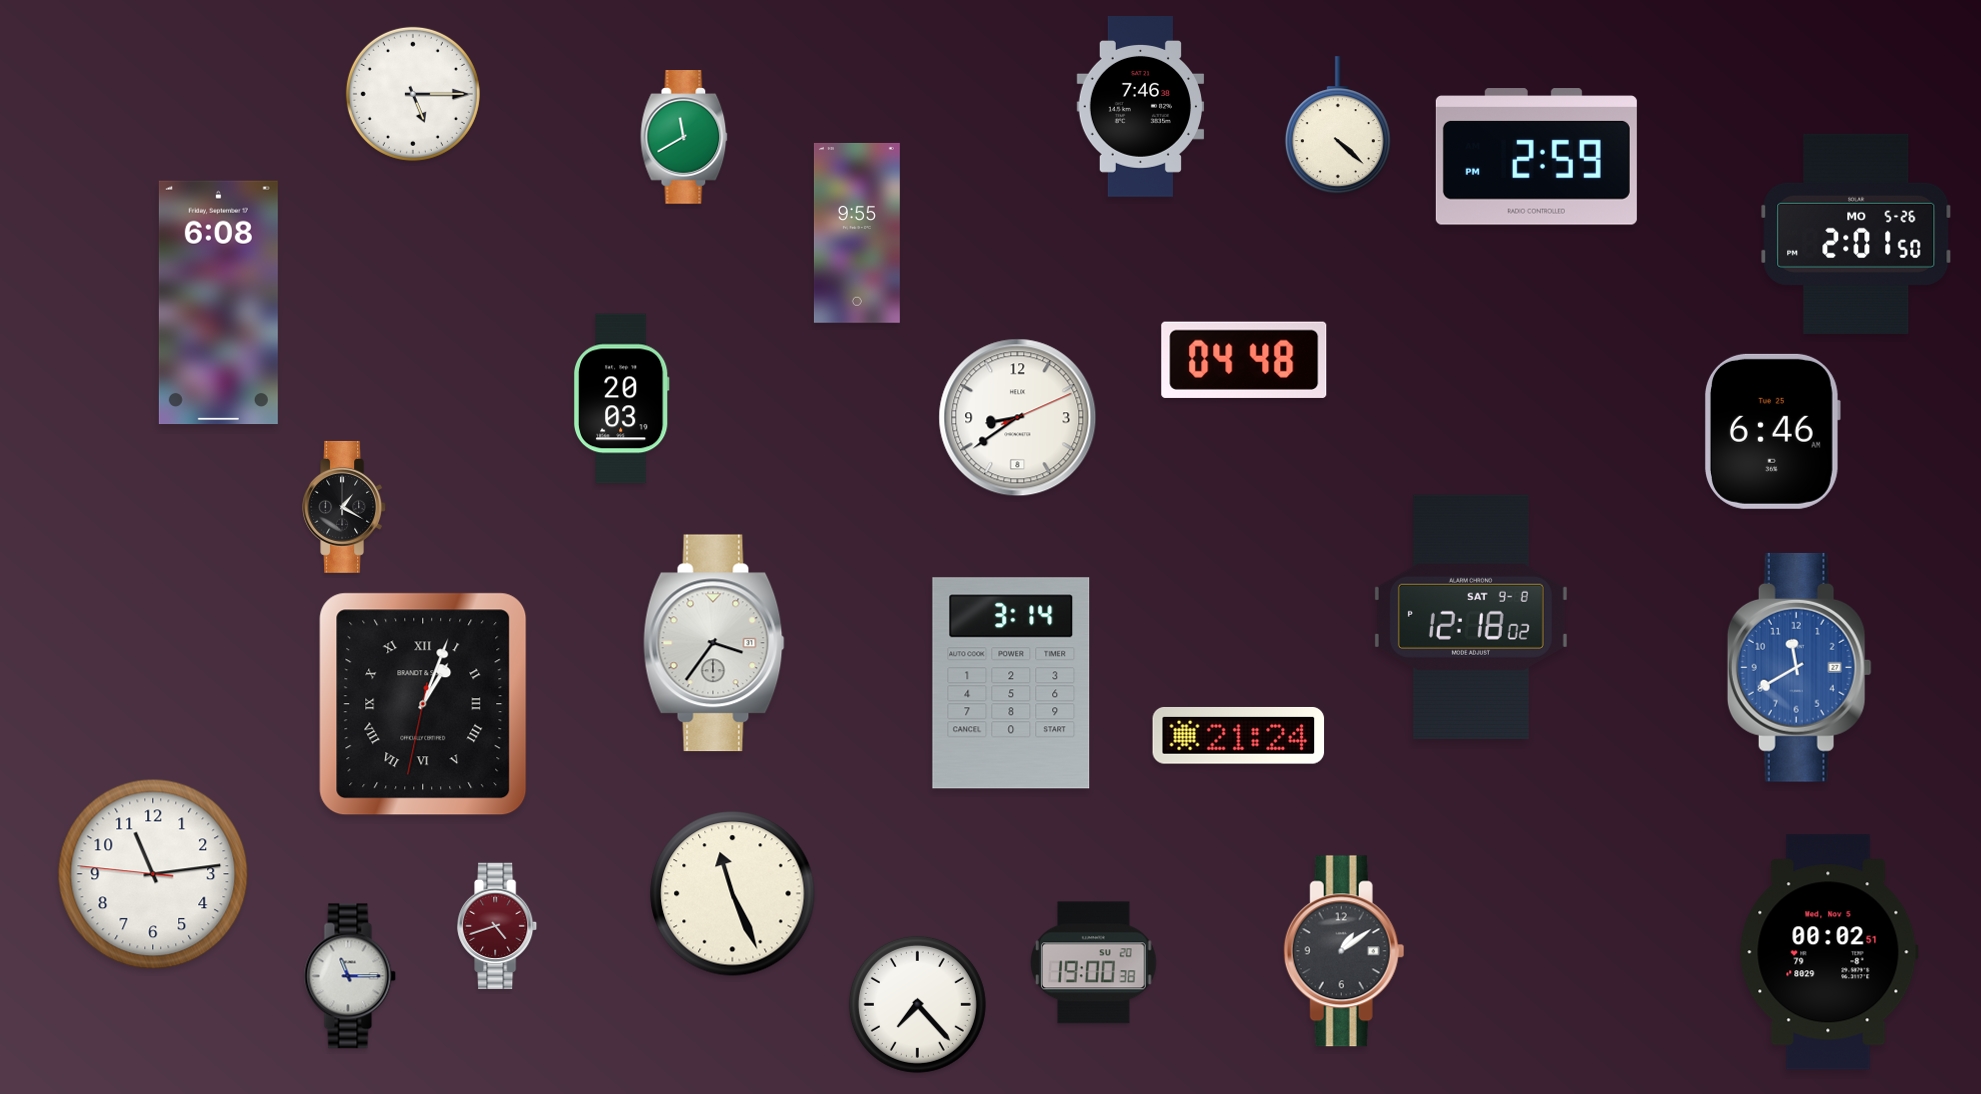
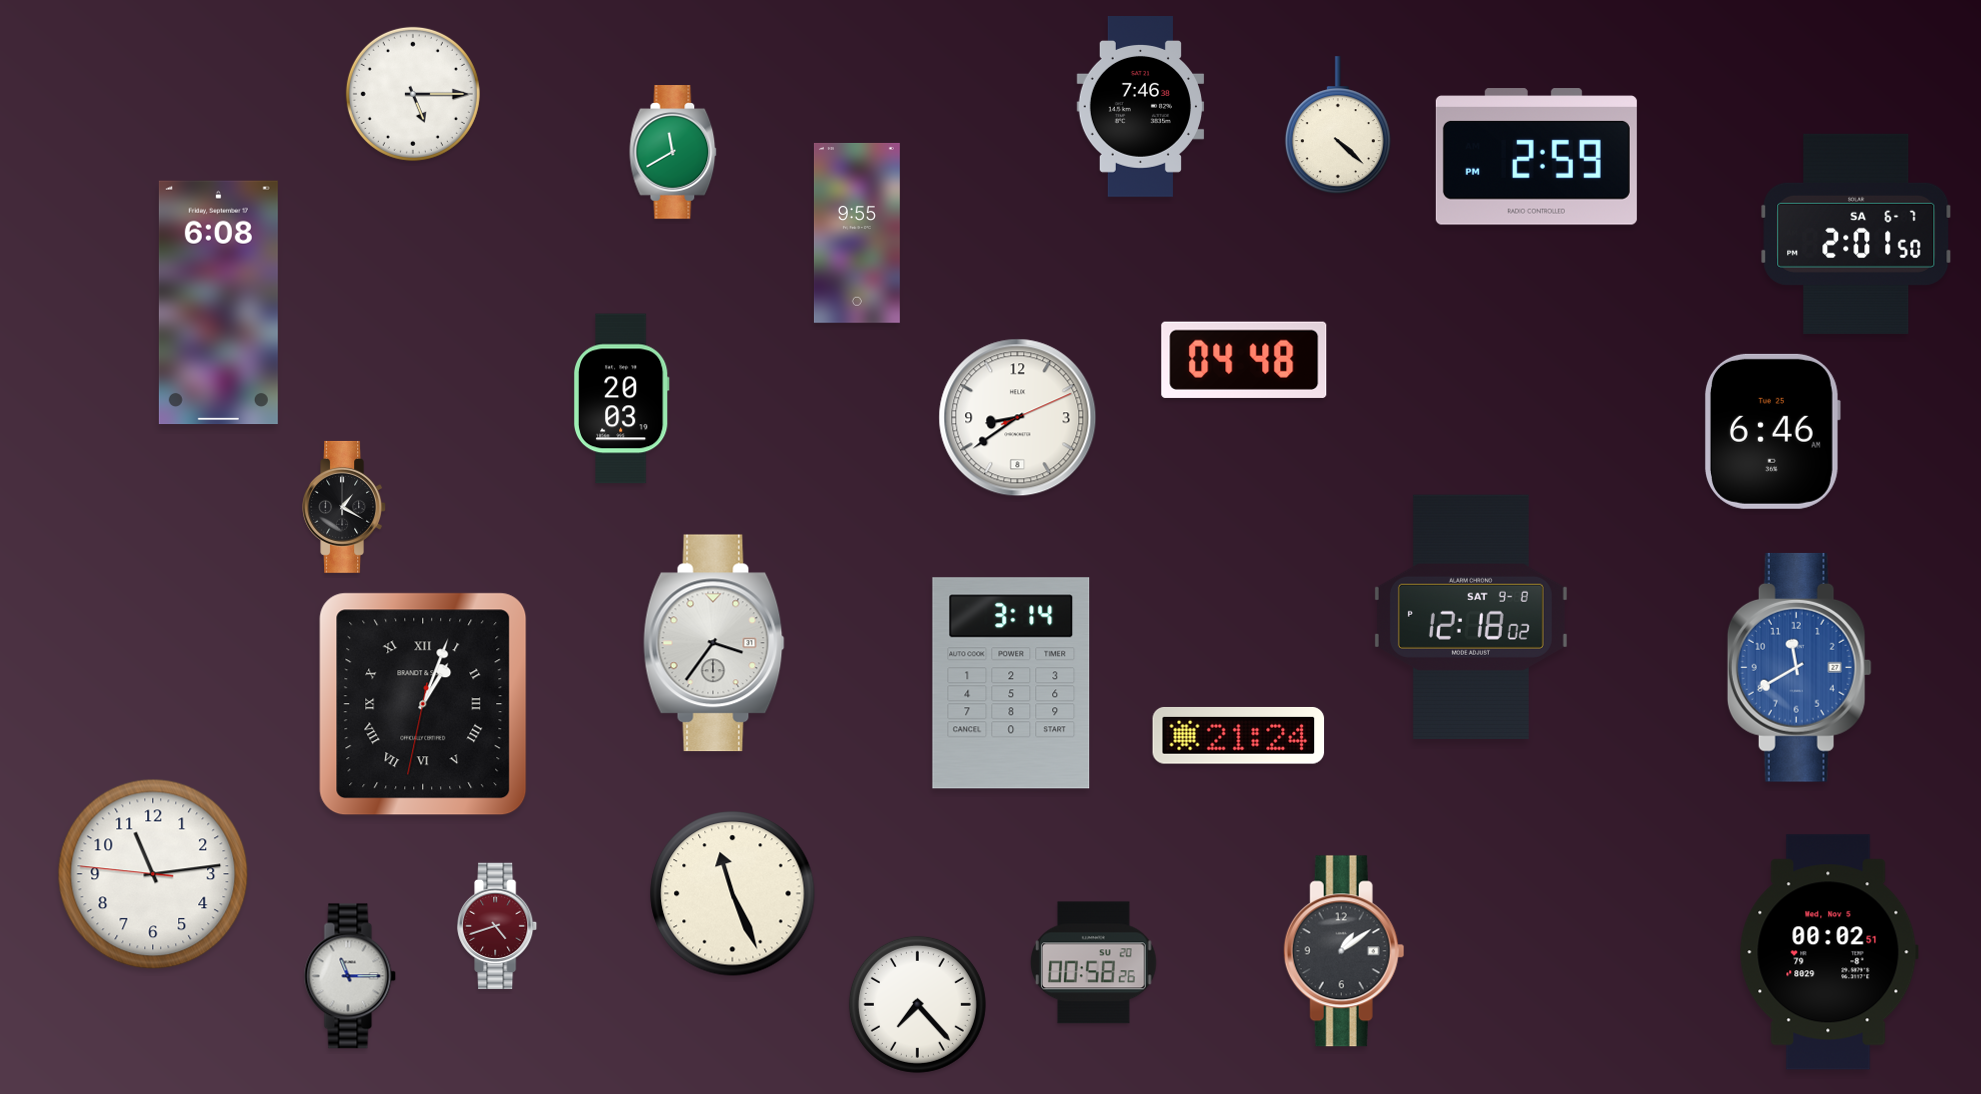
clock at (684, 137) position: (684, 137) -> (673, 152)
clock at (1856, 234) date: MO 5-26 -> SA 6-7
clock at (1094, 963): 19:00 -> 00:58
